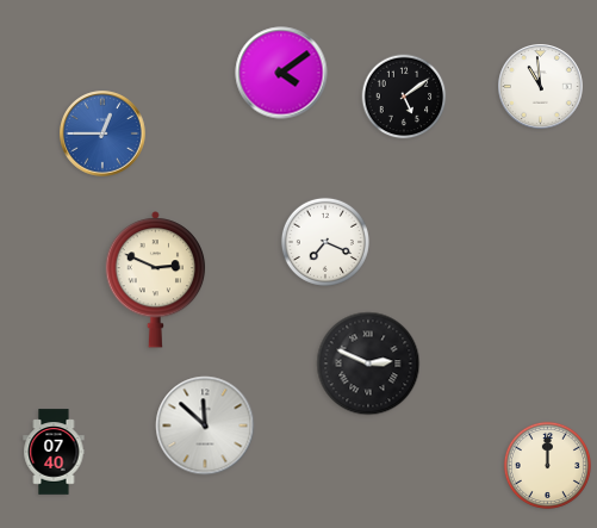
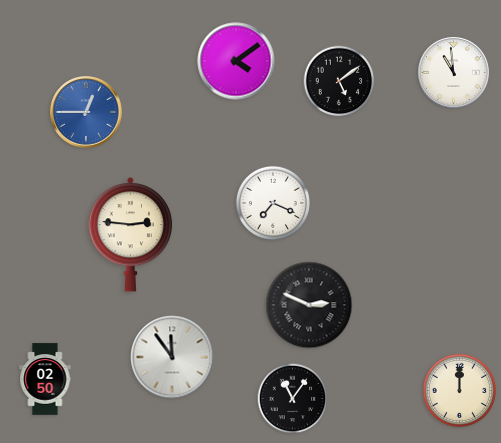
clock at (156, 280): 2:49 -> 2:46
clock at (205, 425): 11:52 -> 11:54
clock at (54, 452): 07:40 -> 02:50
clock at (293, 399): none -> 11:06
